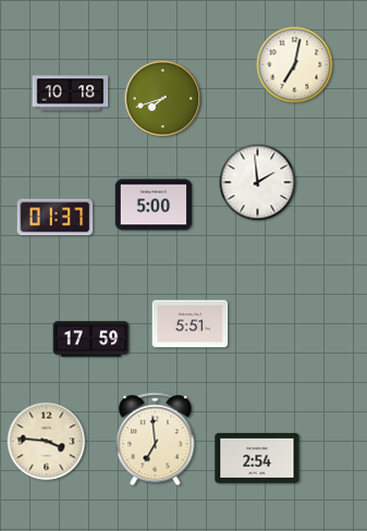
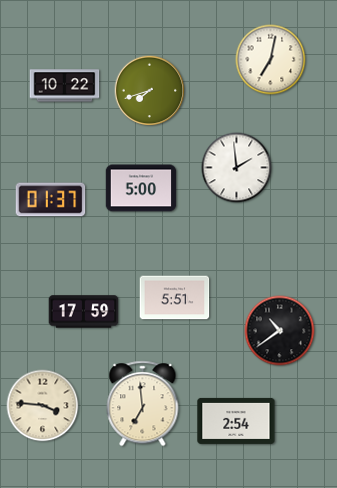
clock at (71, 94): 10:18 -> 10:22
clock at (280, 331): none -> 10:39
